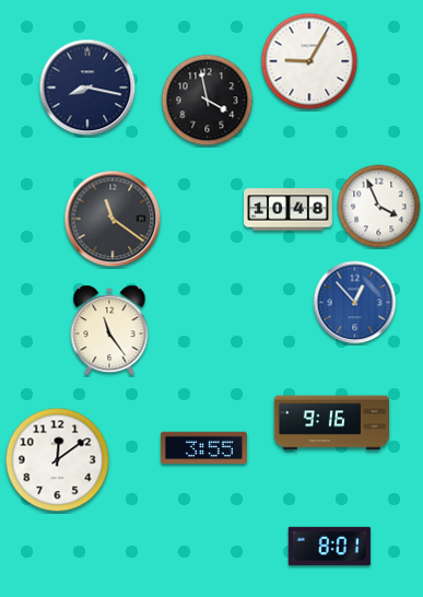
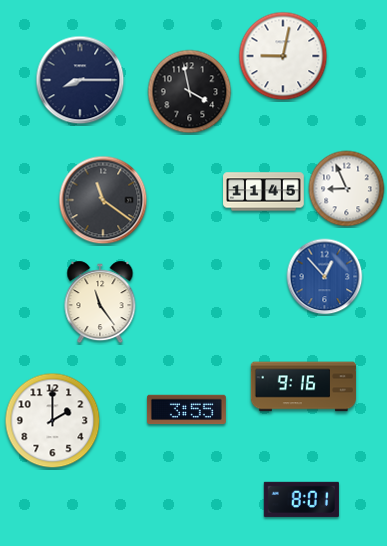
clock at (309, 61): 9:05 -> 9:02
clock at (87, 87): 8:17 -> 8:15
clock at (379, 207): 3:56 -> 8:56
clock at (289, 210): 10:48 -> 11:45
clock at (58, 460): 12:09 -> 2:00
